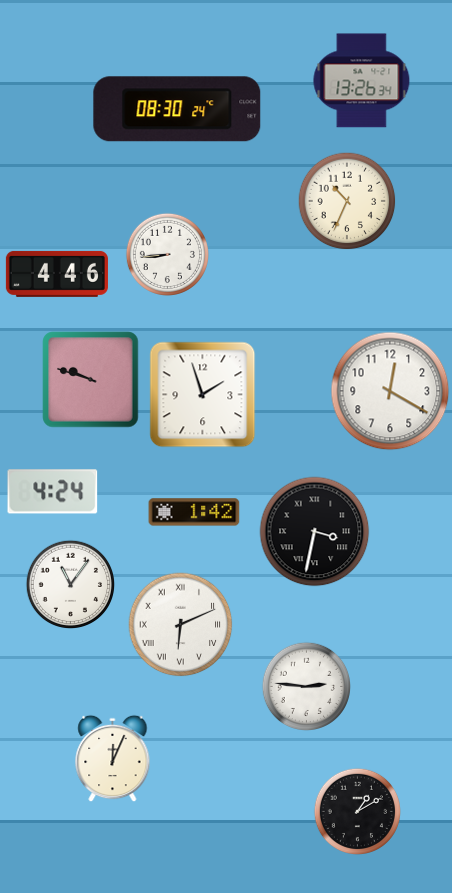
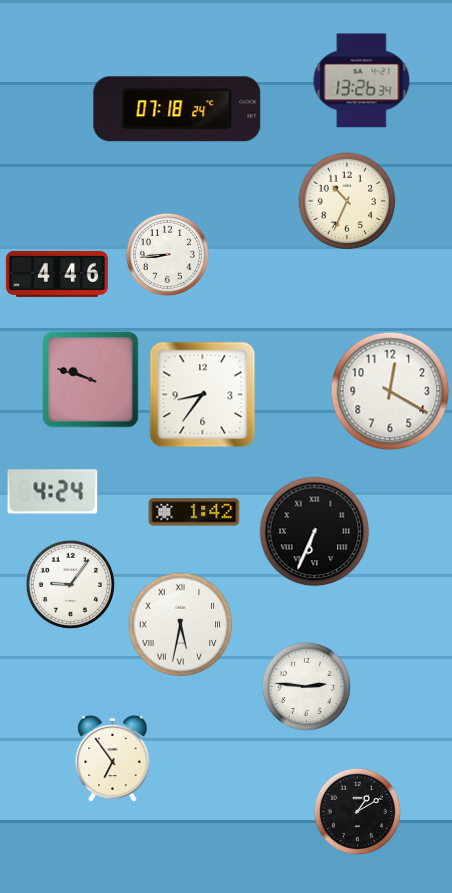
clock at (177, 109): 08:30 -> 07:18
clock at (203, 395): 1:57 -> 8:36
clock at (315, 532): 3:32 -> 6:34
clock at (70, 584): 11:06 -> 9:06
clock at (181, 625): 6:11 -> 5:32
clock at (113, 758): 12:04 -> 6:54
